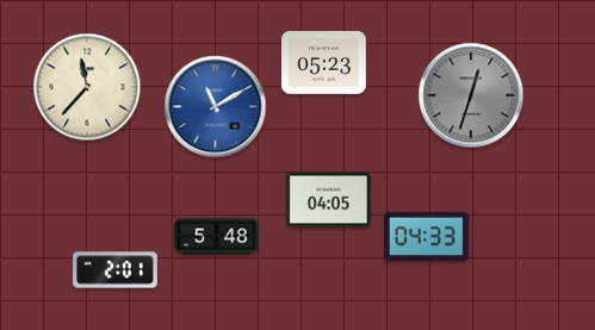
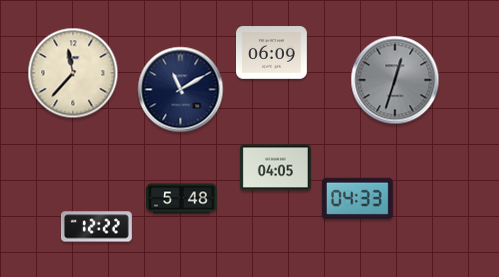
clock at (324, 63): 05:23 -> 06:09
clock at (216, 107) dial: blue -> navy
clock at (116, 270): 2:01 -> 12:22
